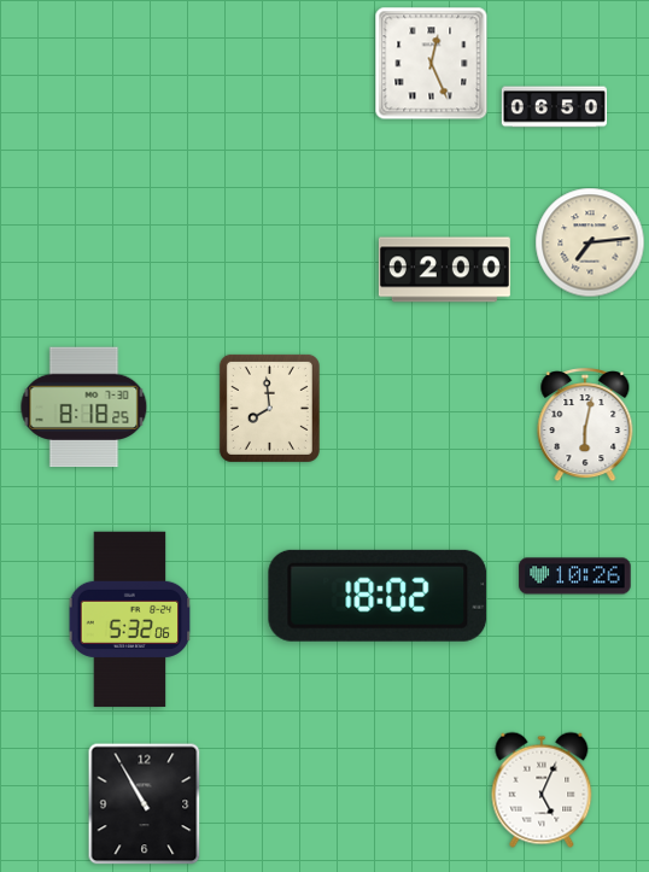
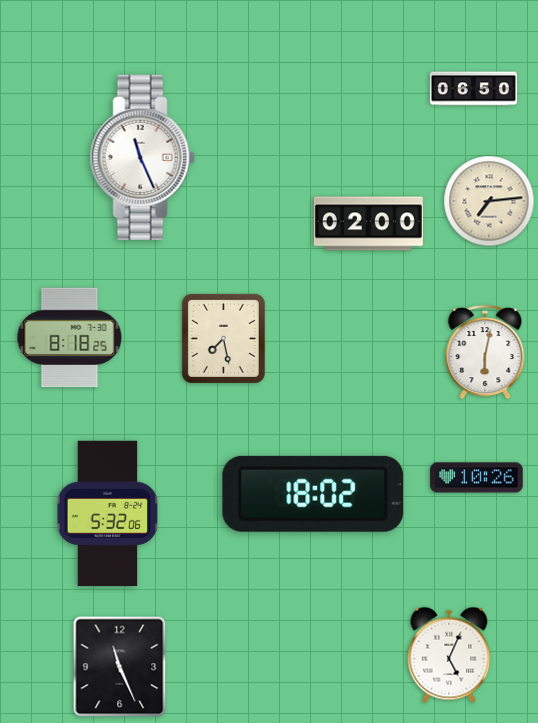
clock at (432, 64): 12:26 -> none
clock at (554, 107) position: (554, 107) -> (473, 89)
clock at (142, 157): none -> 11:26
clock at (269, 408): 7:59 -> 7:28
clock at (145, 804): 10:55 -> 11:26
